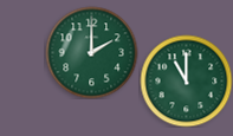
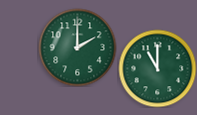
clock at (91, 52) position: (91, 52) -> (77, 47)
